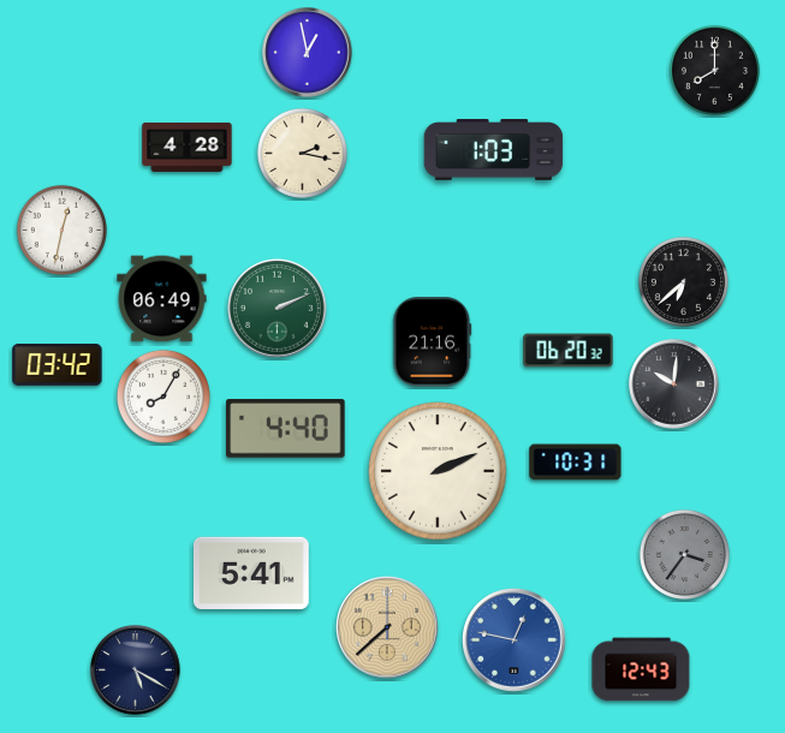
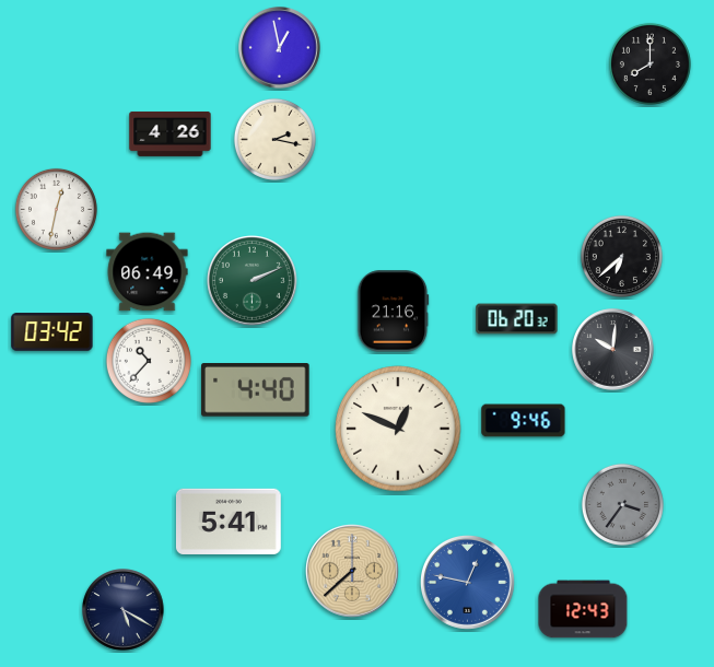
clock at (188, 147): 4:28 -> 4:26
clock at (494, 150): 1:03 -> none
clock at (163, 397): 8:05 -> 10:37
clock at (286, 429) position: (286, 429) -> (256, 390)
clock at (576, 463): 10:31 -> 9:46
clock at (438, 471): 2:11 -> 12:49
